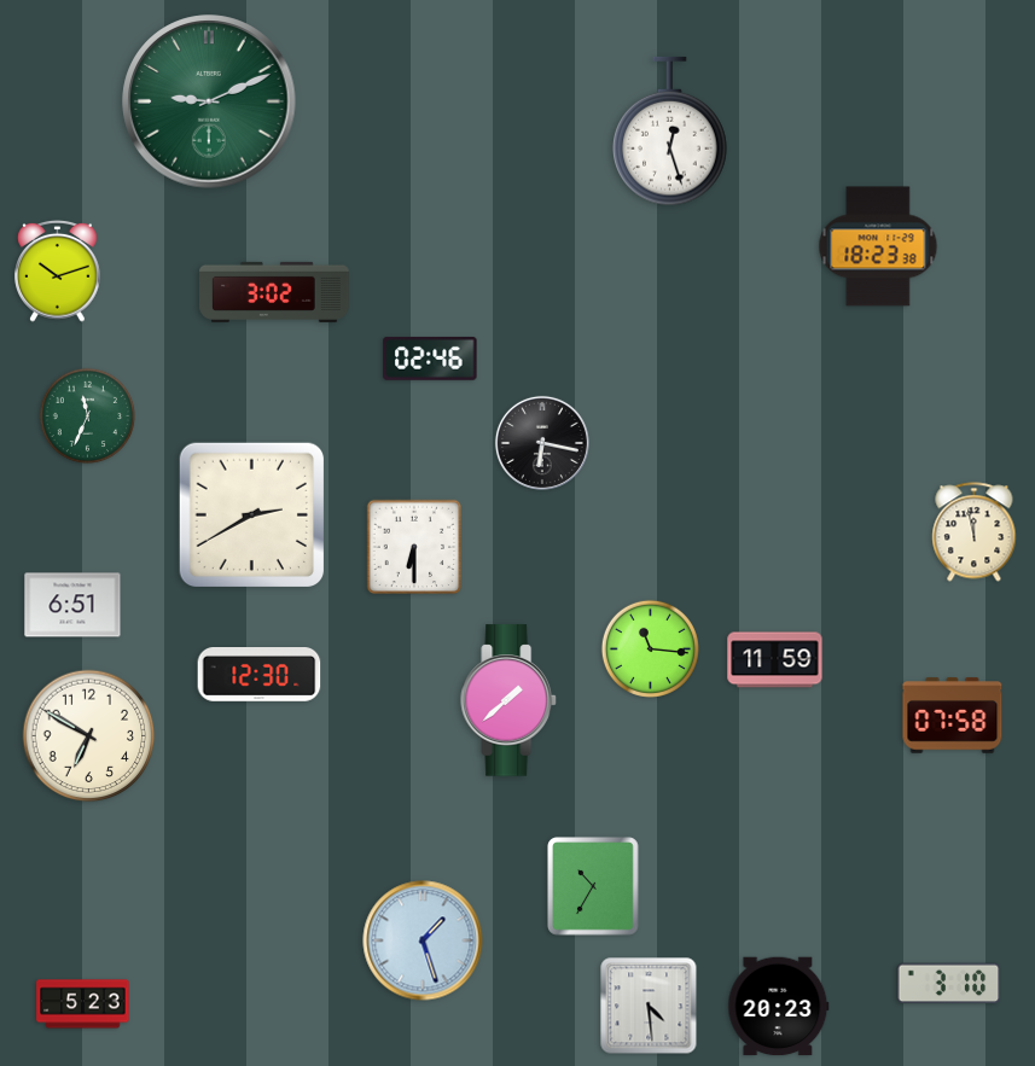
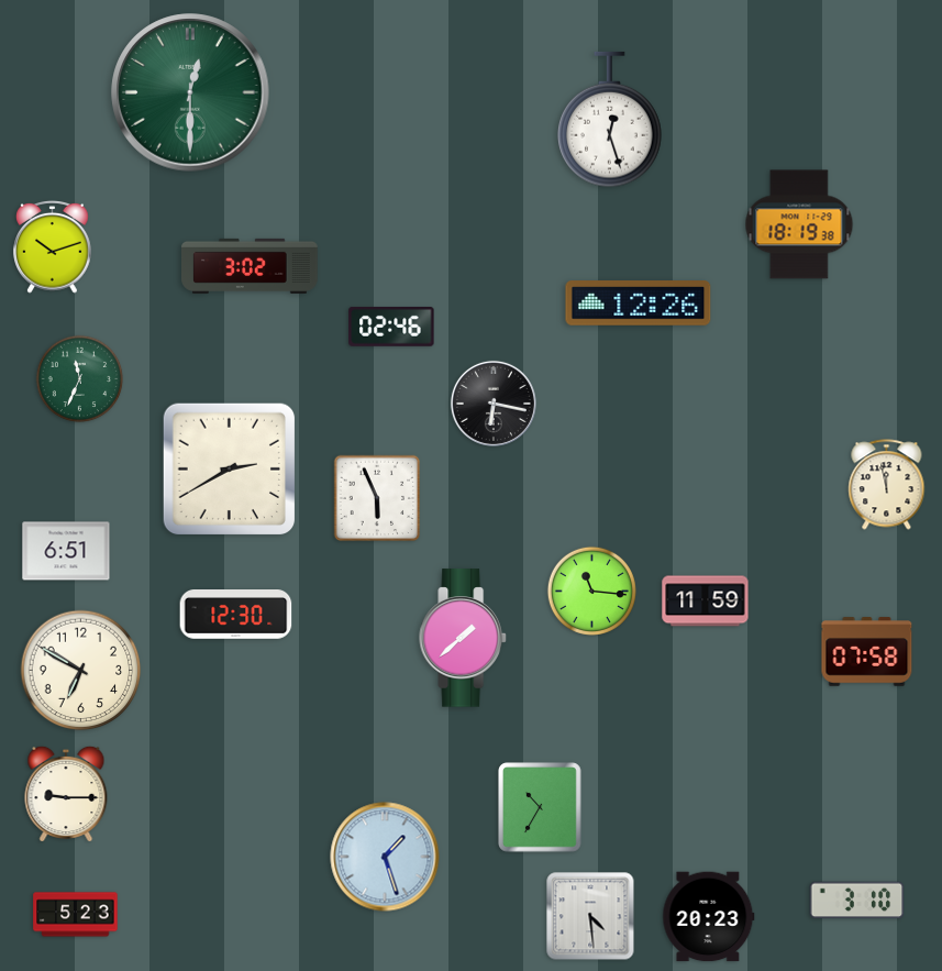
clock at (209, 101): 9:11 -> 12:30
clock at (878, 246): 18:23 -> 18:19
clock at (639, 304): none -> 12:26
clock at (414, 547): 6:30 -> 5:56
clock at (66, 793): none -> 9:15
clock at (949, 984) position: (949, 984) -> (857, 901)
